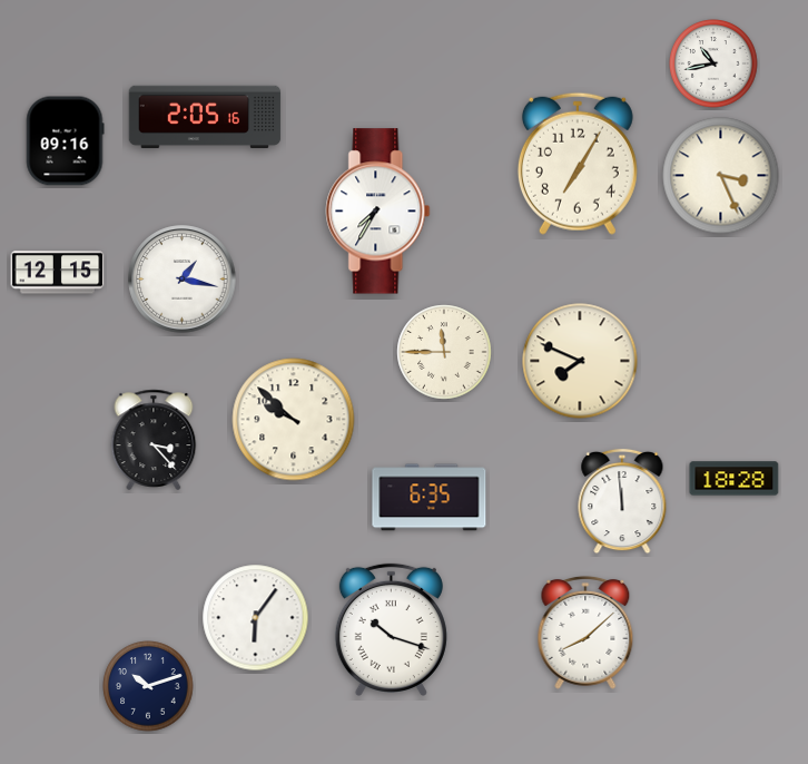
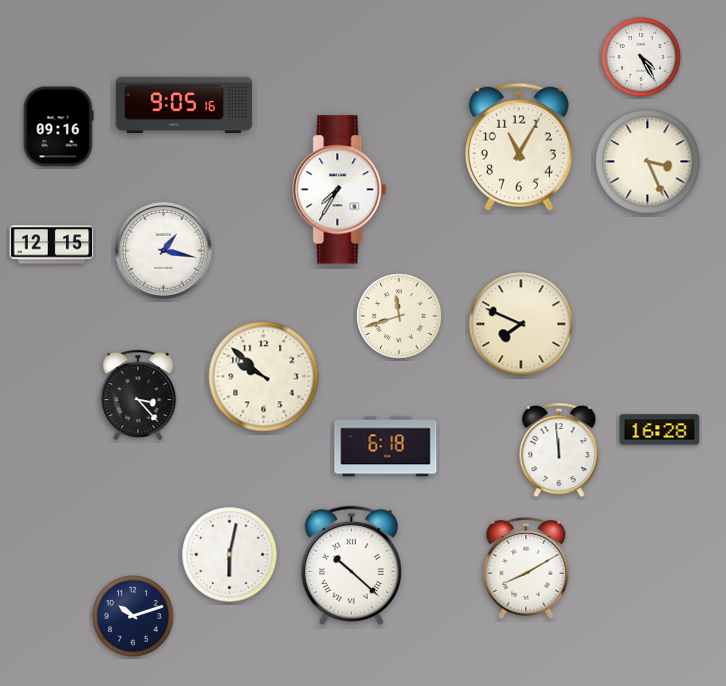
clock at (713, 63): 10:43 -> 4:25
clock at (205, 117): 2:05 -> 9:05
clock at (578, 164): 7:05 -> 11:05
clock at (721, 176) position: (721, 176) -> (648, 162)
clock at (444, 352): 11:45 -> 11:42
clock at (735, 479): 18:28 -> 16:28
clock at (430, 498): 6:35 -> 6:18
clock at (256, 618): 6:06 -> 6:02
clock at (391, 629): 10:18 -> 10:22
clock at (585, 633): 8:08 -> 8:10
